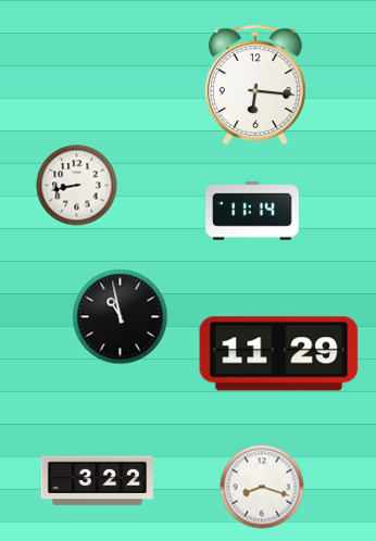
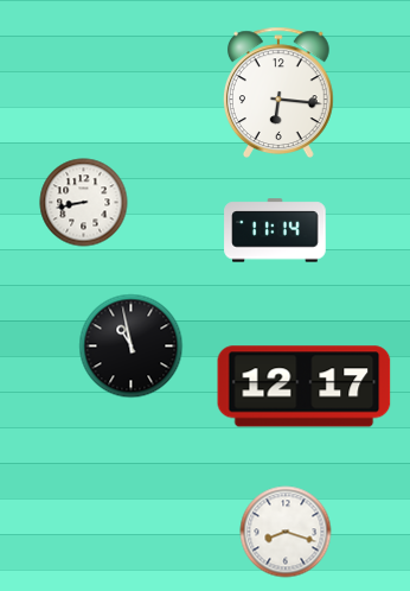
clock at (279, 354): 11:29 -> 12:17
clock at (97, 481): 3:22 -> none
